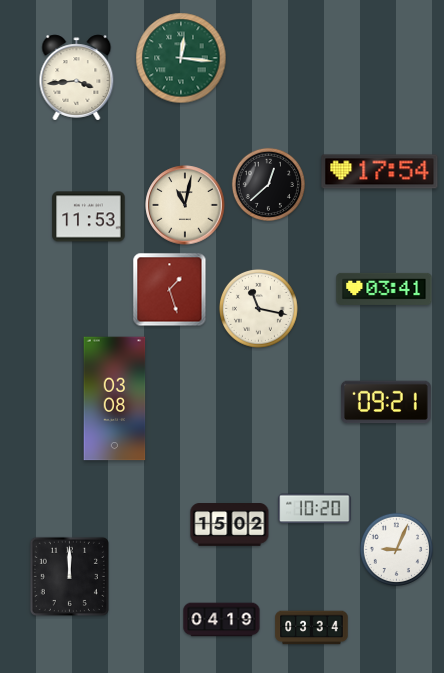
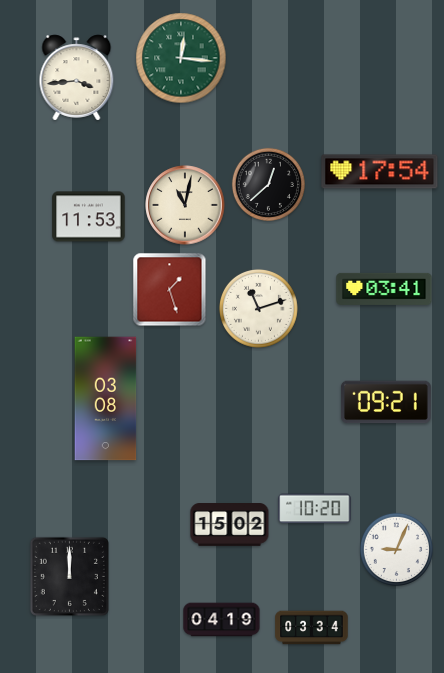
clock at (258, 308): 11:17 -> 11:12
clock at (115, 399) position: (115, 399) -> (106, 399)
